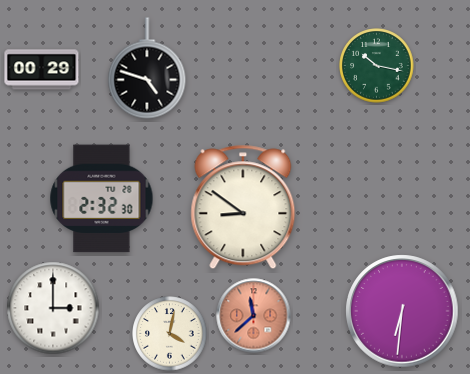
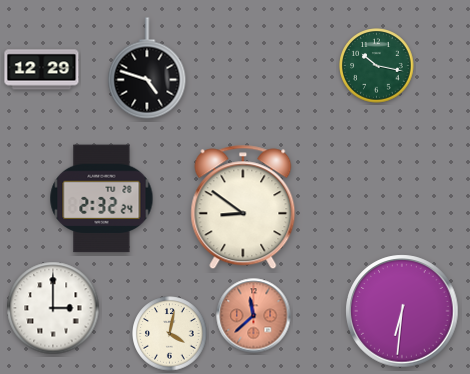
clock at (42, 70): 00:29 -> 12:29
clock at (102, 199): 2:32:30 -> 2:32:24
